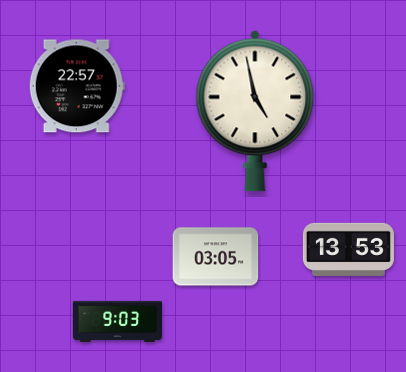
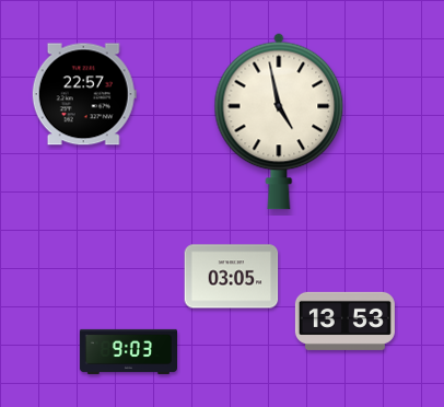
clock at (348, 249) position: (348, 249) -> (344, 321)
clock at (216, 257) position: (216, 257) -> (232, 277)
